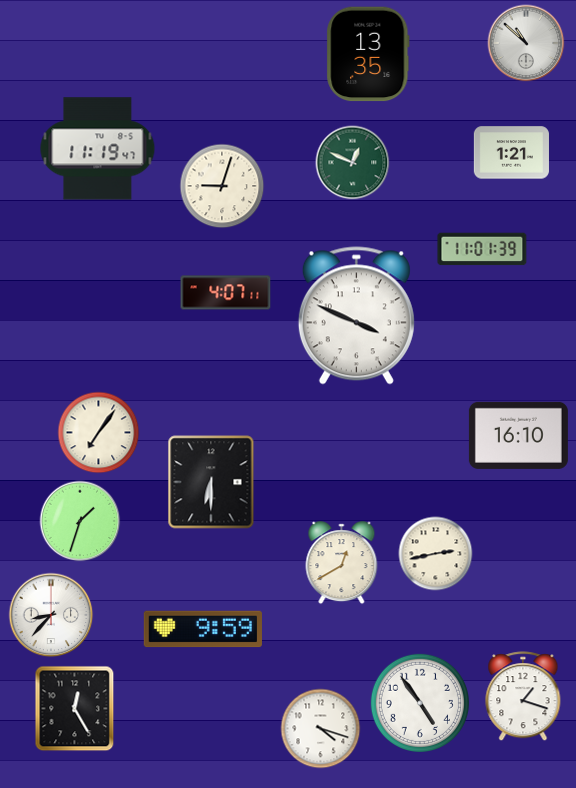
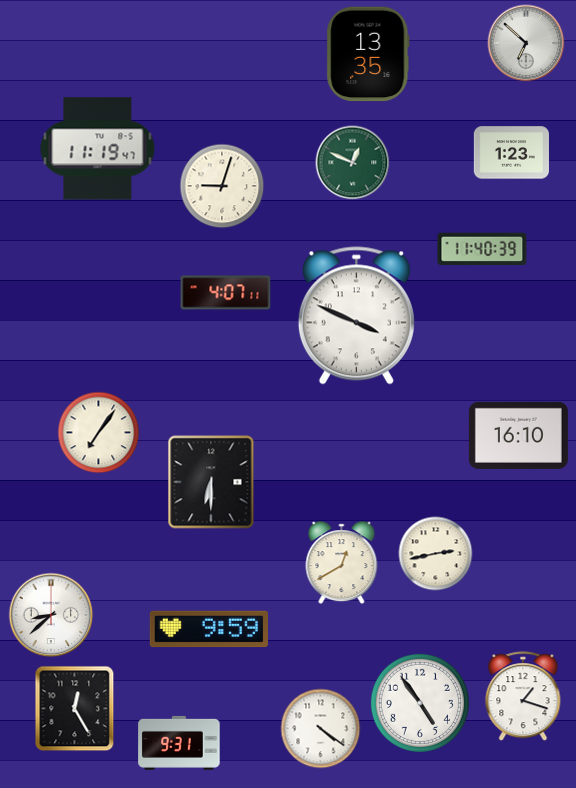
clock at (526, 43): 10:52 -> 6:52
clock at (511, 153): 1:21 -> 1:23
clock at (482, 249): 11:01 -> 11:40
clock at (80, 521): 1:33 -> none
clock at (51, 615): 8:37 -> 8:38
clock at (203, 629) position: (203, 629) -> (209, 629)
clock at (321, 729): 4:18 -> 4:21
clock at (179, 743): none -> 9:31
